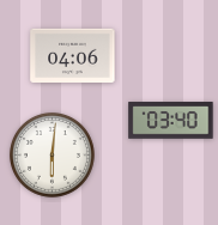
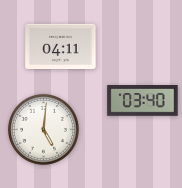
clock at (73, 55): 04:06 -> 04:11
clock at (52, 154): 6:01 -> 5:01
